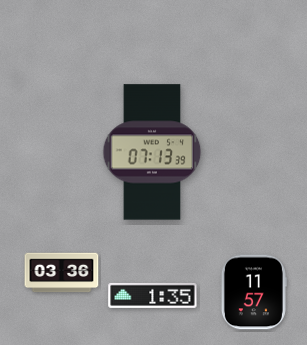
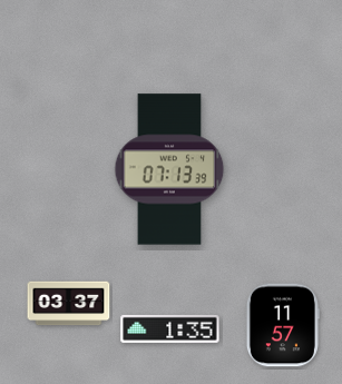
clock at (62, 273): 03:36 -> 03:37
